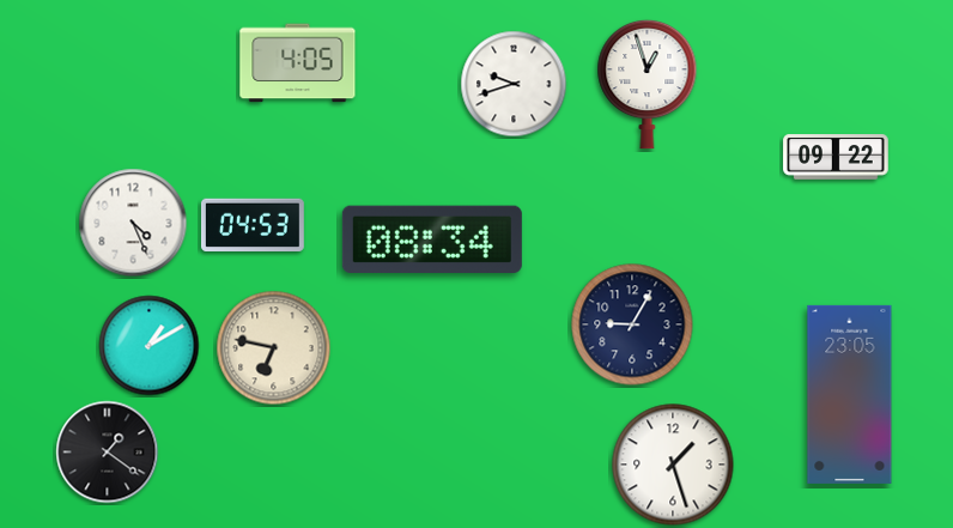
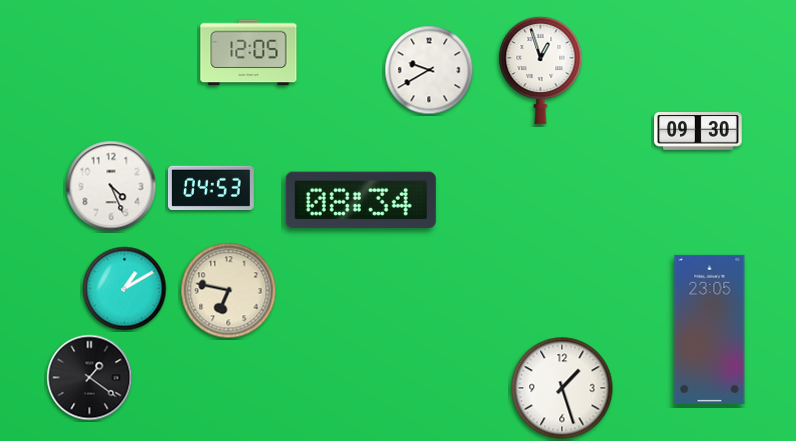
clock at (298, 63): 4:05 -> 12:05
clock at (514, 84): 9:42 -> 9:40
clock at (836, 158): 09:22 -> 09:30
clock at (632, 324): 9:05 -> none
